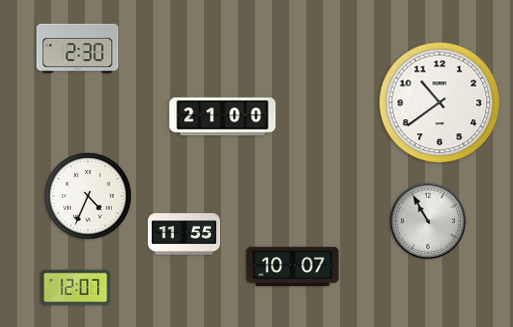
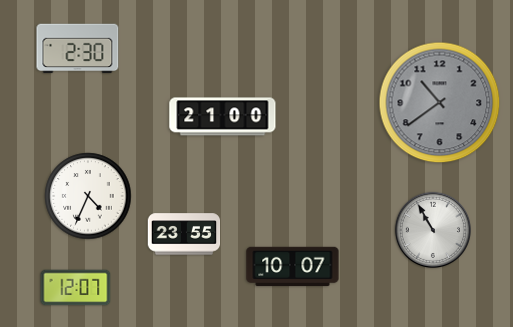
clock at (440, 103) dial: white -> grey
clock at (427, 220) position: (427, 220) -> (432, 229)
clock at (184, 234): 11:55 -> 23:55
